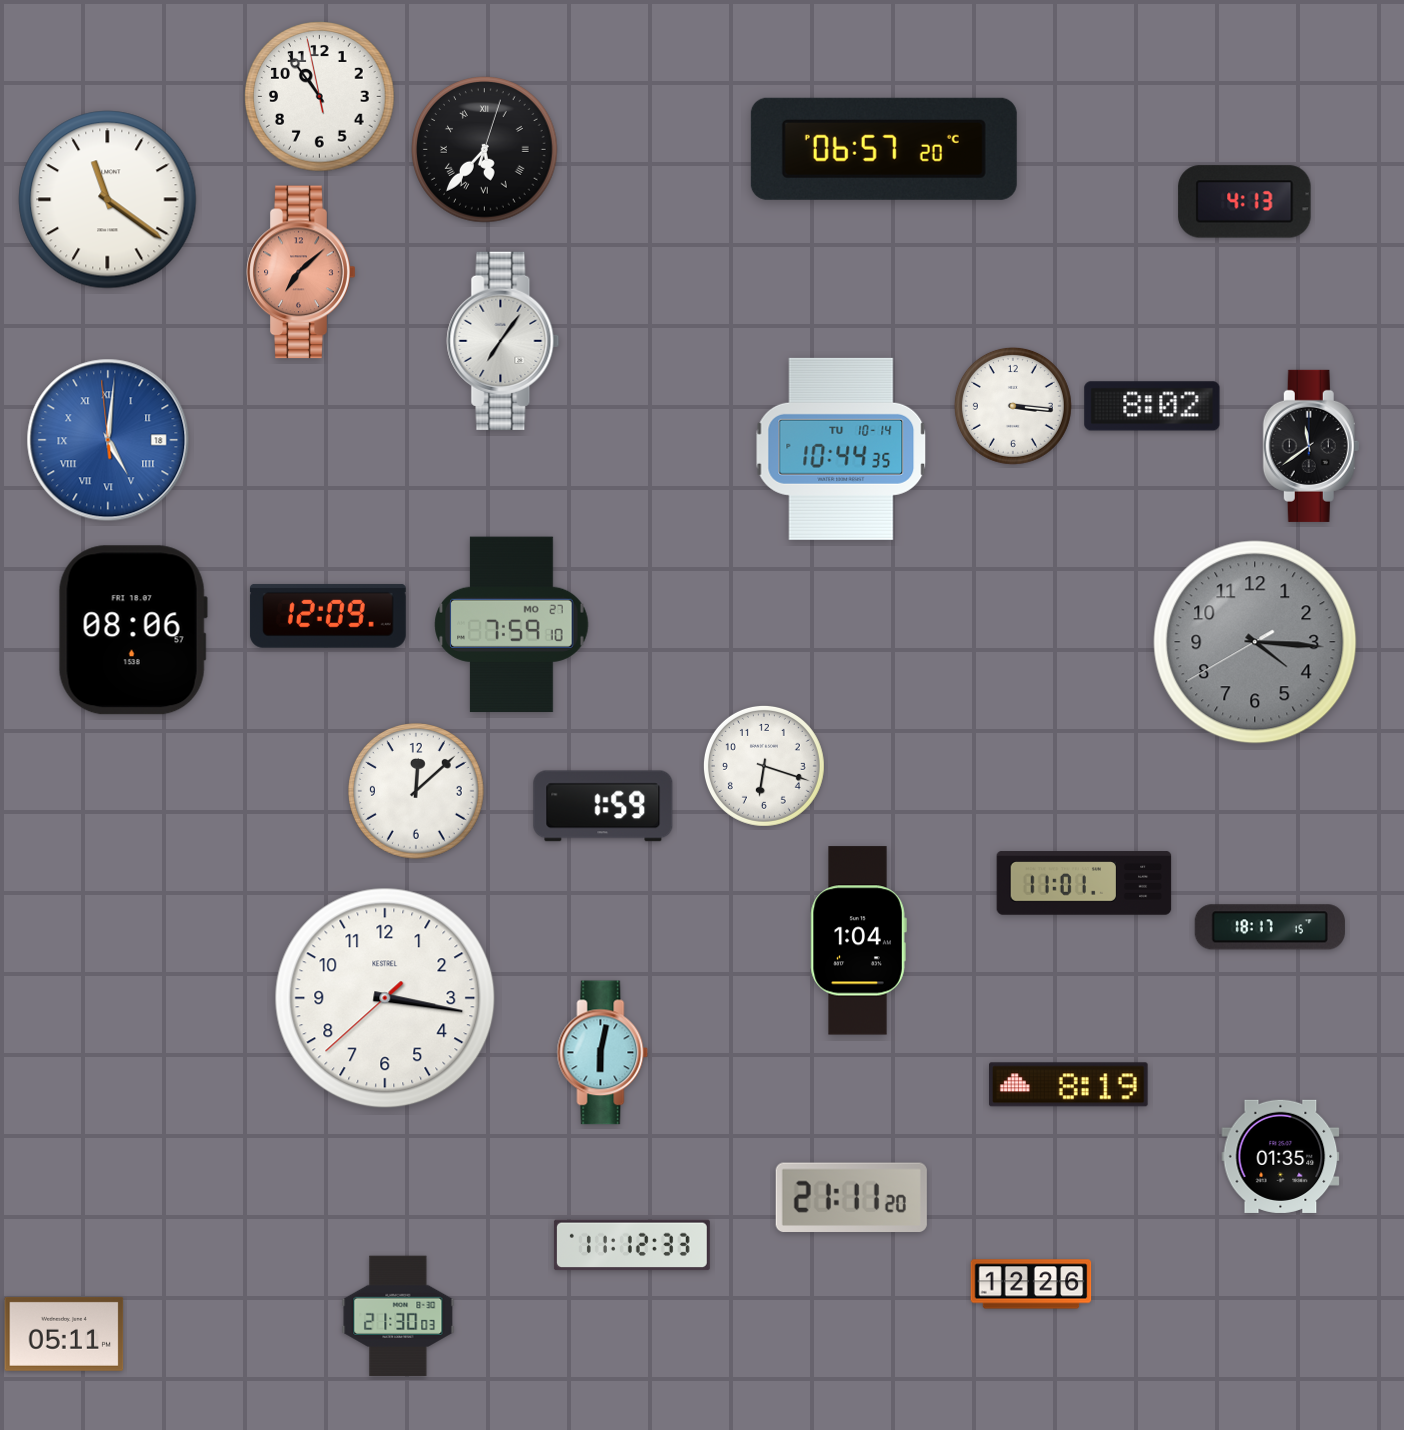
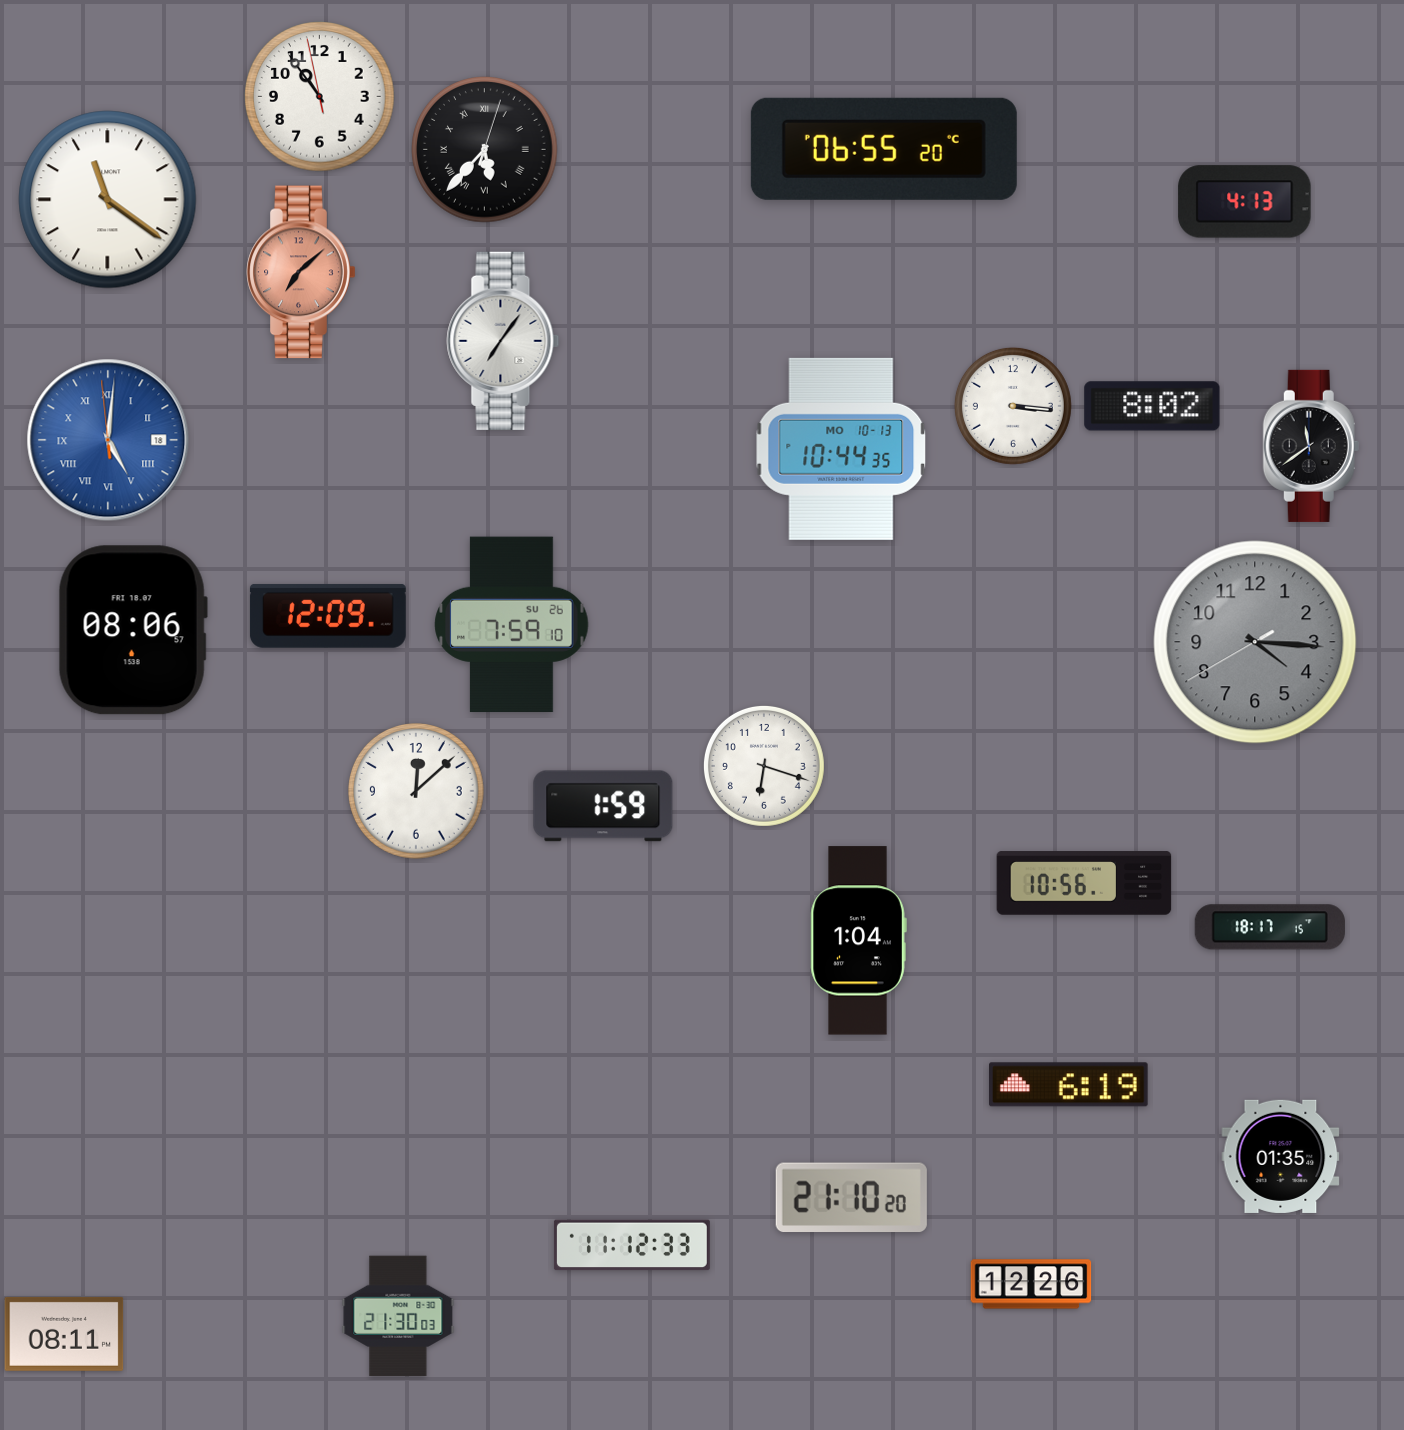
clock at (884, 149): 06:57 -> 06:55
clock at (841, 449) date: TU 10-14 -> MO 10-13
clock at (512, 625) date: MO 27 -> SU 26
clock at (1084, 883): 11:01 -> 10:56
clock at (385, 998): 3:16 -> none
clock at (603, 1053): 6:02 -> none
clock at (1069, 1085): 8:19 -> 6:19
clock at (851, 1198): 21:11 -> 21:10
clock at (64, 1334): 05:11 -> 08:11
